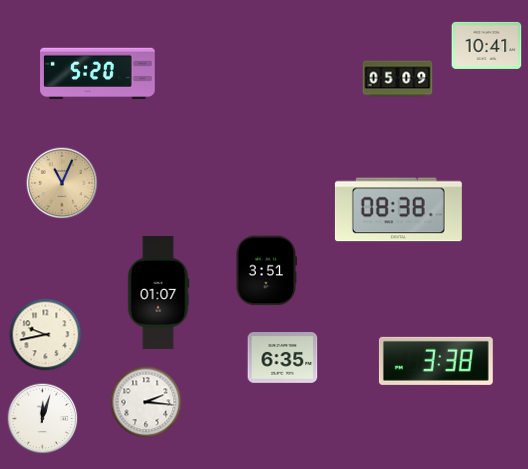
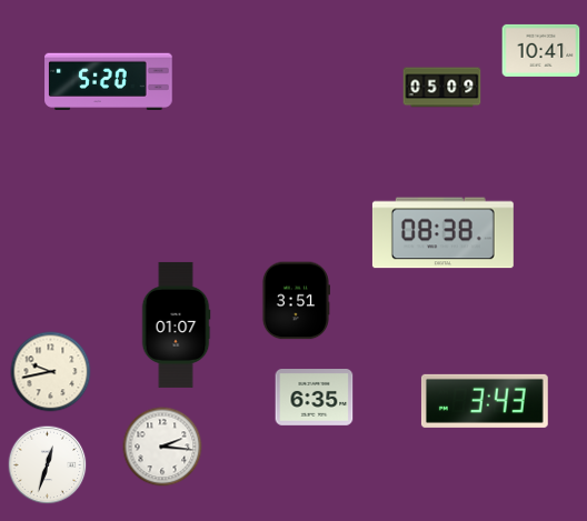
clock at (62, 183): 11:04 -> none
clock at (436, 361): 3:38 -> 3:43
clock at (43, 419): 12:03 -> 12:33
